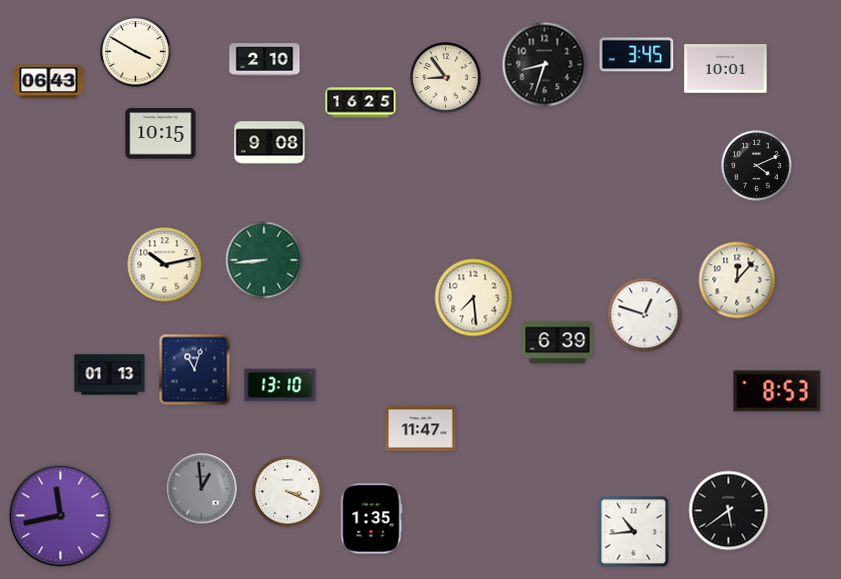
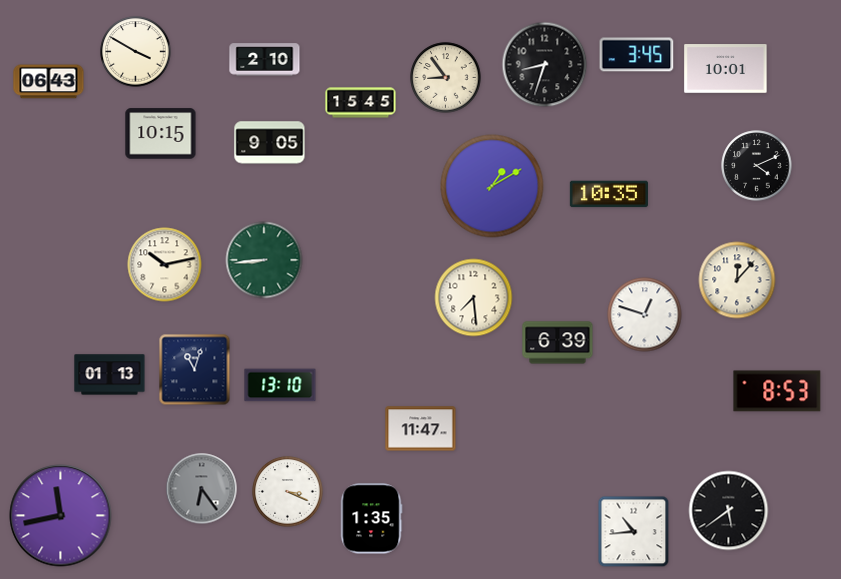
clock at (361, 103): 16:25 -> 15:45
clock at (270, 143): 9:08 -> 9:05
clock at (492, 186): none -> 1:10
clock at (609, 194): none -> 10:35
clock at (202, 489): 12:59 -> 6:24
